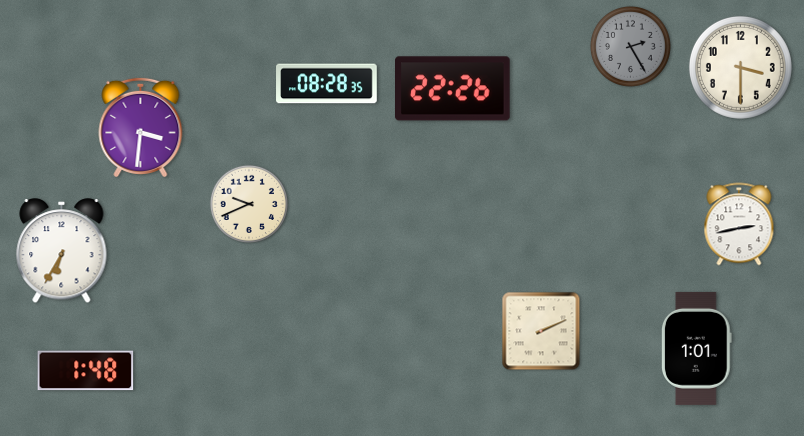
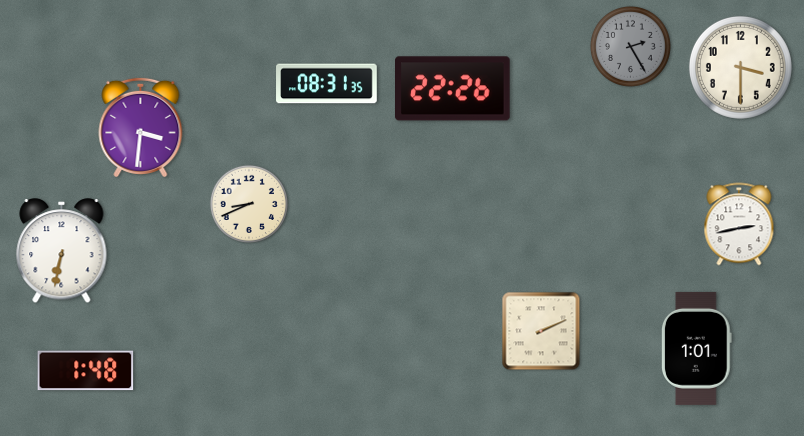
clock at (327, 84): 08:28 -> 08:31
clock at (249, 204): 9:41 -> 8:41
clock at (62, 251): 6:35 -> 6:32
